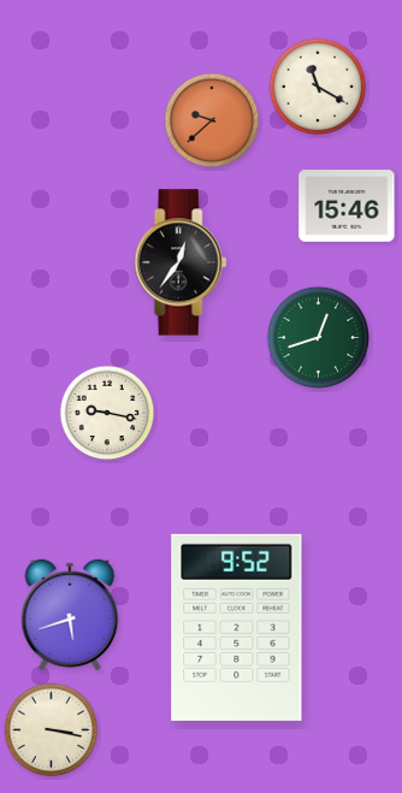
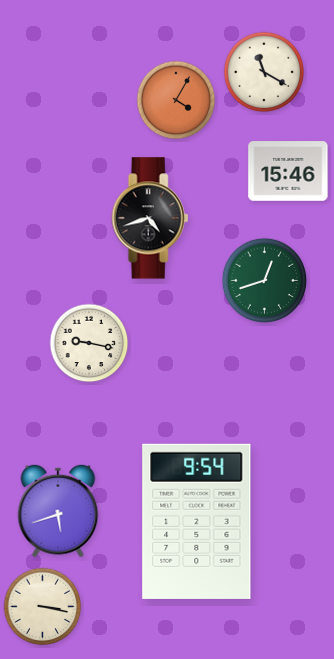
clock at (212, 120): 9:38 -> 4:05
clock at (181, 262): 12:36 -> 4:42
clock at (237, 627): 9:52 -> 9:54
